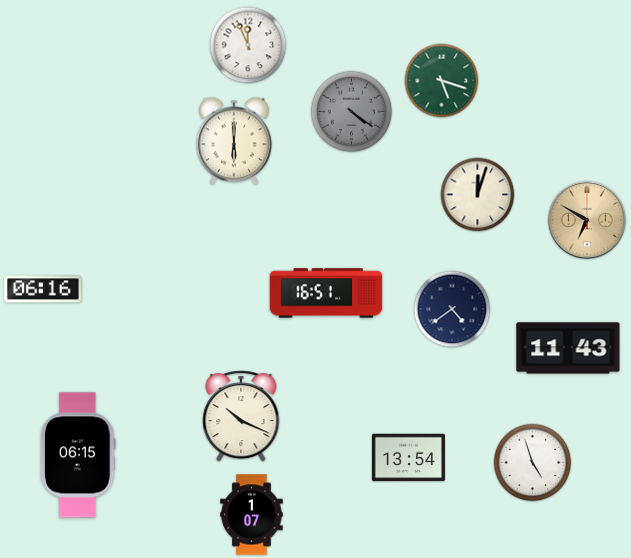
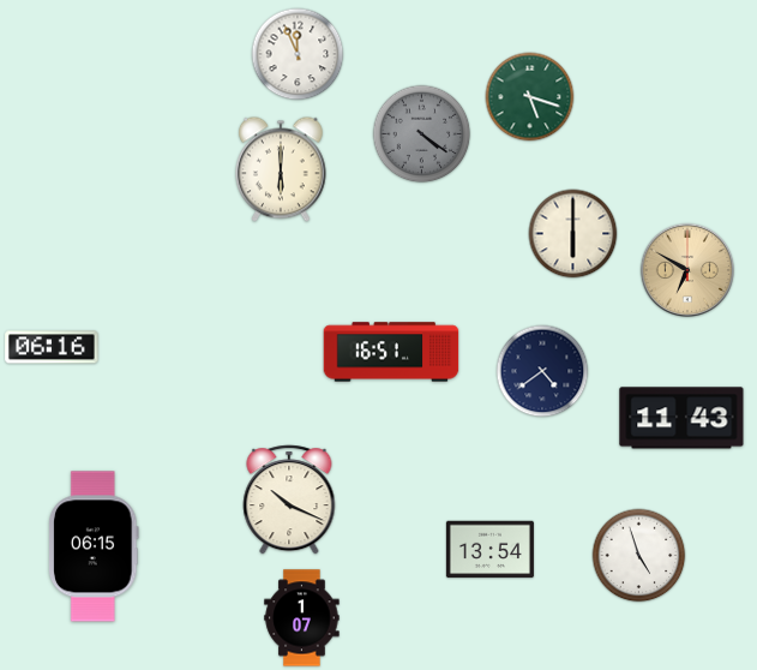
clock at (478, 195): 12:03 -> 6:00
clock at (586, 219) position: (586, 219) -> (686, 269)
